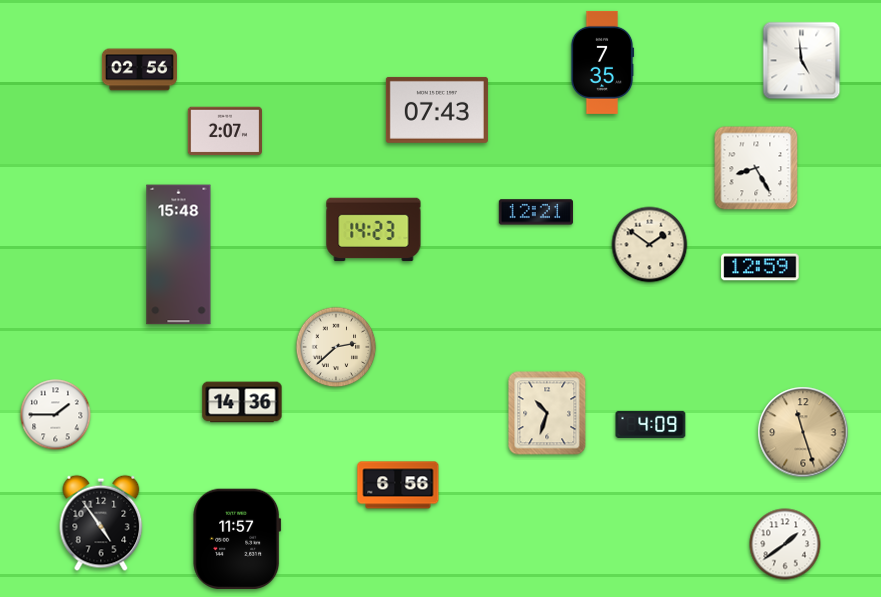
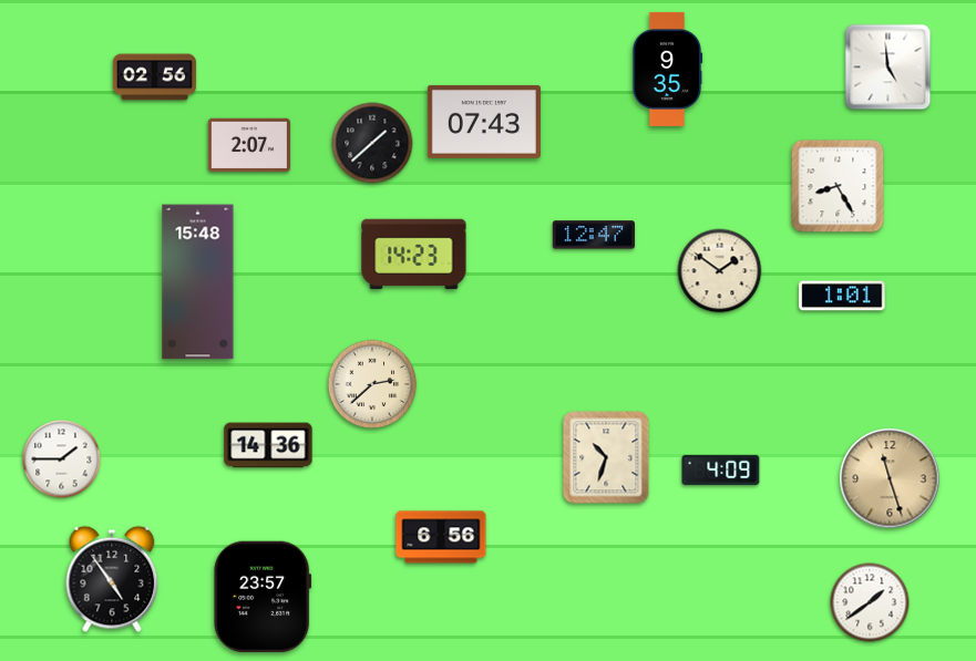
clock at (602, 62): 7:35 -> 9:35
clock at (372, 143): none -> 1:38
clock at (536, 212): 12:21 -> 12:47
clock at (760, 267): 12:59 -> 1:01
clock at (237, 539): 11:57 -> 23:57
